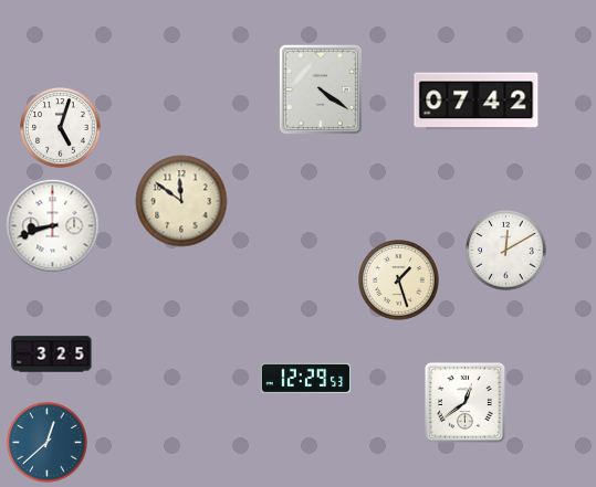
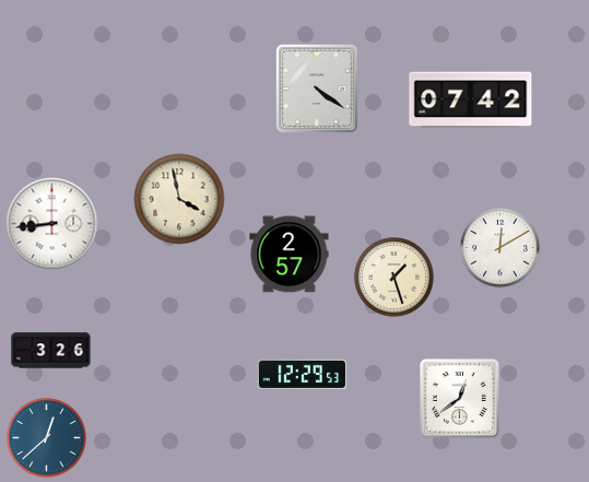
clock at (61, 128): 5:03 -> none
clock at (181, 201): 11:51 -> 3:58
clock at (53, 226): 8:42 -> 8:44
clock at (290, 255): none -> 2:57
clock at (52, 354): 3:25 -> 3:26
